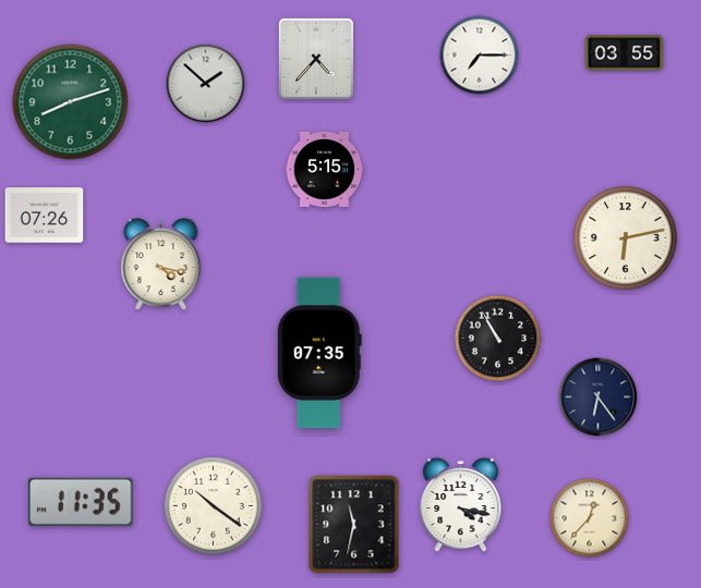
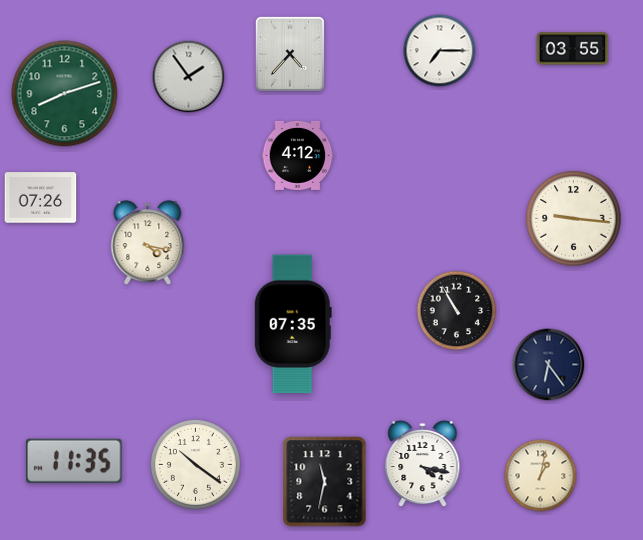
clock at (206, 84): 1:52 -> 1:54
clock at (325, 169): 5:15 -> 4:12
clock at (626, 238): 6:13 -> 9:16
clock at (590, 518): 12:37 -> 1:02
